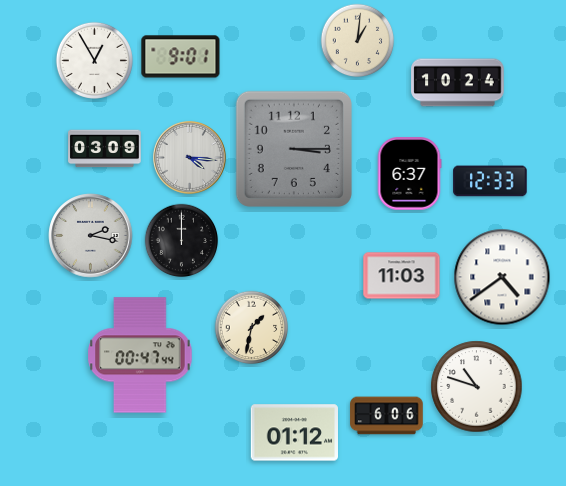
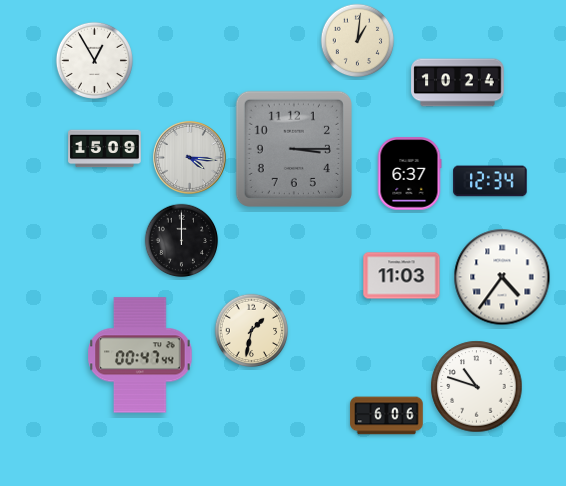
clock at (181, 57): 9:01 -> none
clock at (105, 149): 03:09 -> 15:09
clock at (490, 181): 12:33 -> 12:34
clock at (91, 236): 2:17 -> none
clock at (502, 277): 4:39 -> 4:36
clock at (252, 328) position: (252, 328) -> (252, 331)
clock at (295, 433): 01:12 -> none
